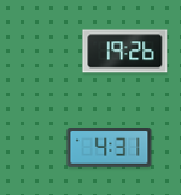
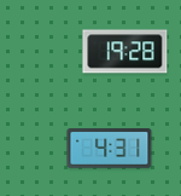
clock at (125, 52): 19:26 -> 19:28
